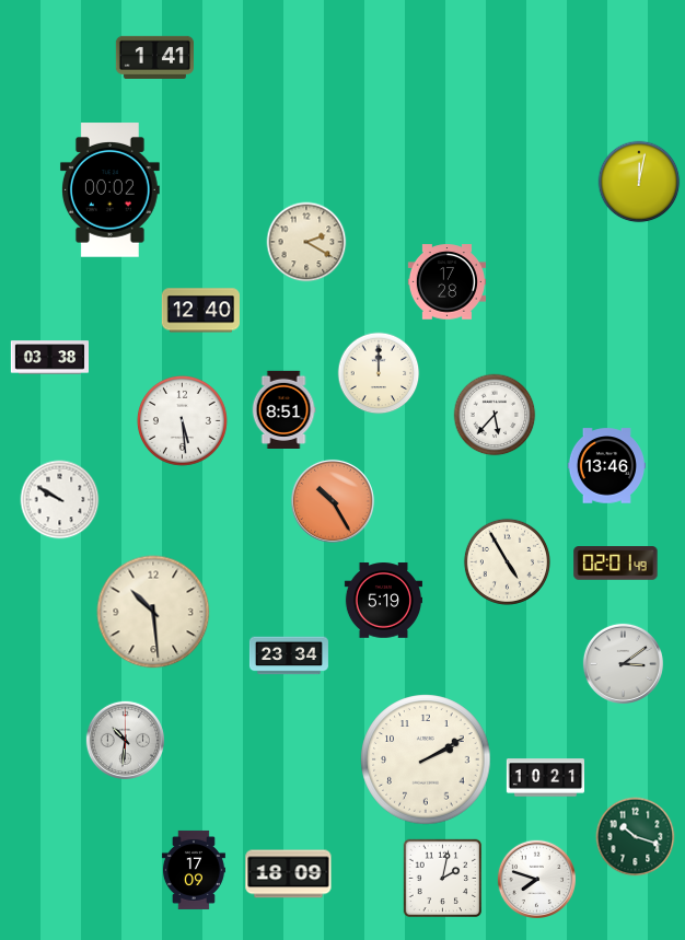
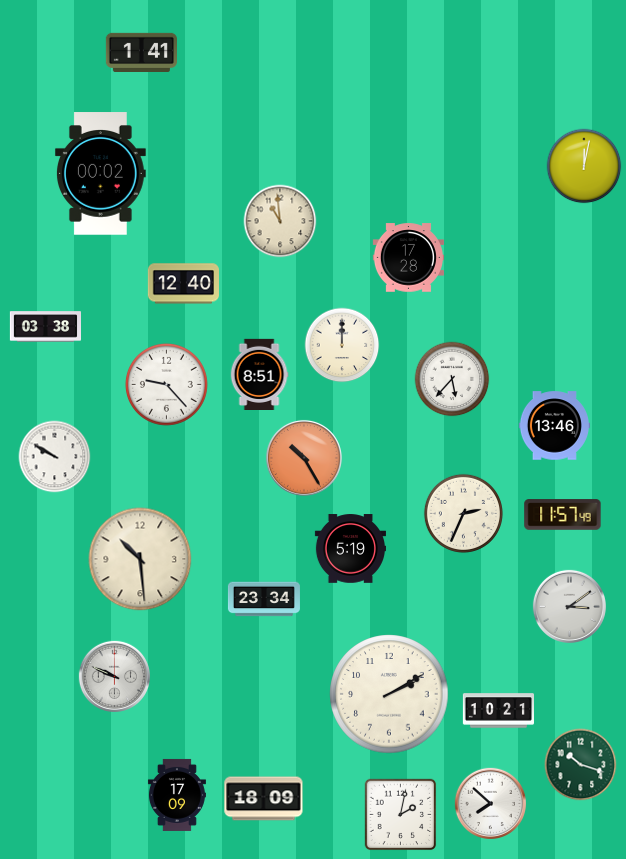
clock at (306, 242): 2:20 -> 10:59
clock at (379, 373) position: (379, 373) -> (342, 345)
clock at (182, 420): 5:29 -> 9:23
clock at (507, 561): 4:55 -> 2:34
clock at (616, 564): 02:01 -> 11:57
clock at (125, 740): 10:31 -> 9:49
clock at (443, 879) position: (443, 879) -> (401, 815)
clock at (536, 879): 7:48 -> 7:52
